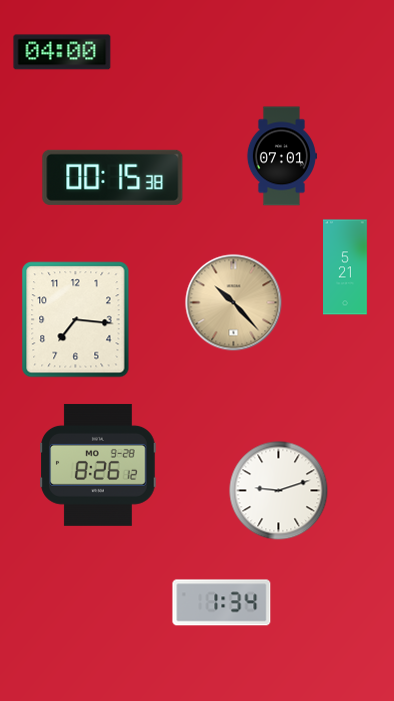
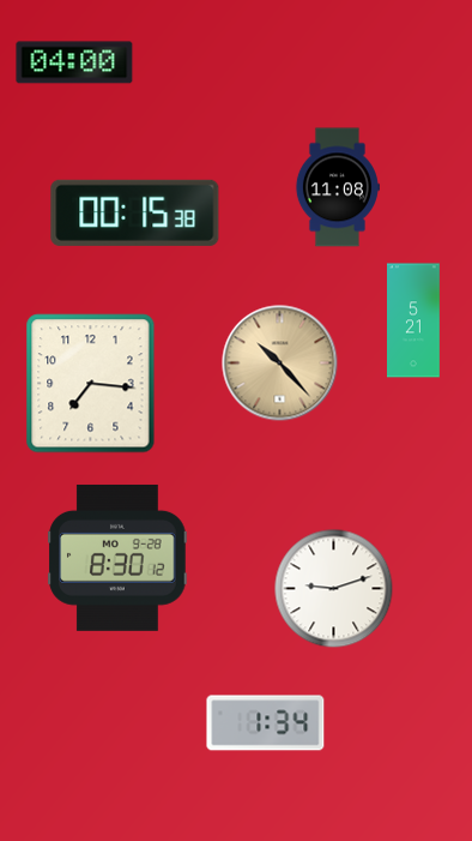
clock at (281, 156): 07:01 -> 11:08
clock at (98, 465): 8:26 -> 8:30
